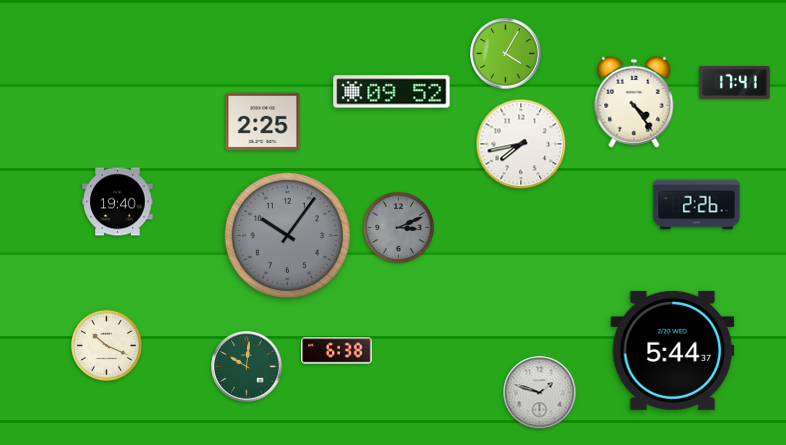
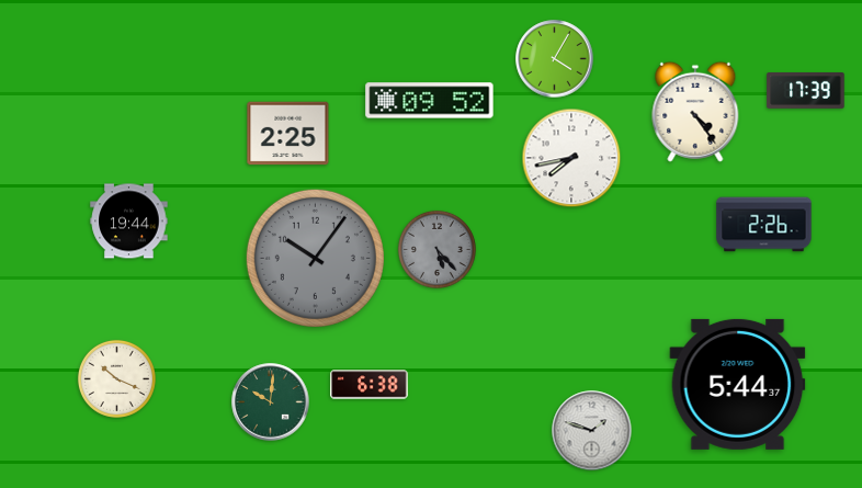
clock at (735, 83): 17:41 -> 17:39
clock at (118, 202): 19:40 -> 19:44
clock at (398, 227): 3:11 -> 5:23
